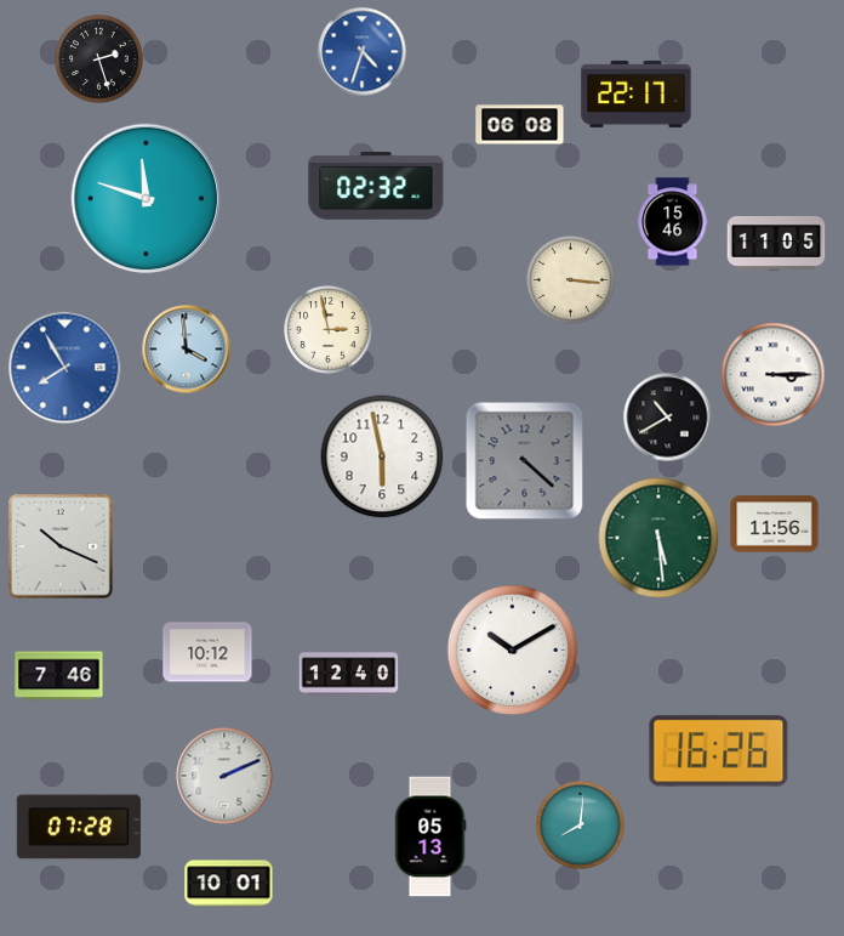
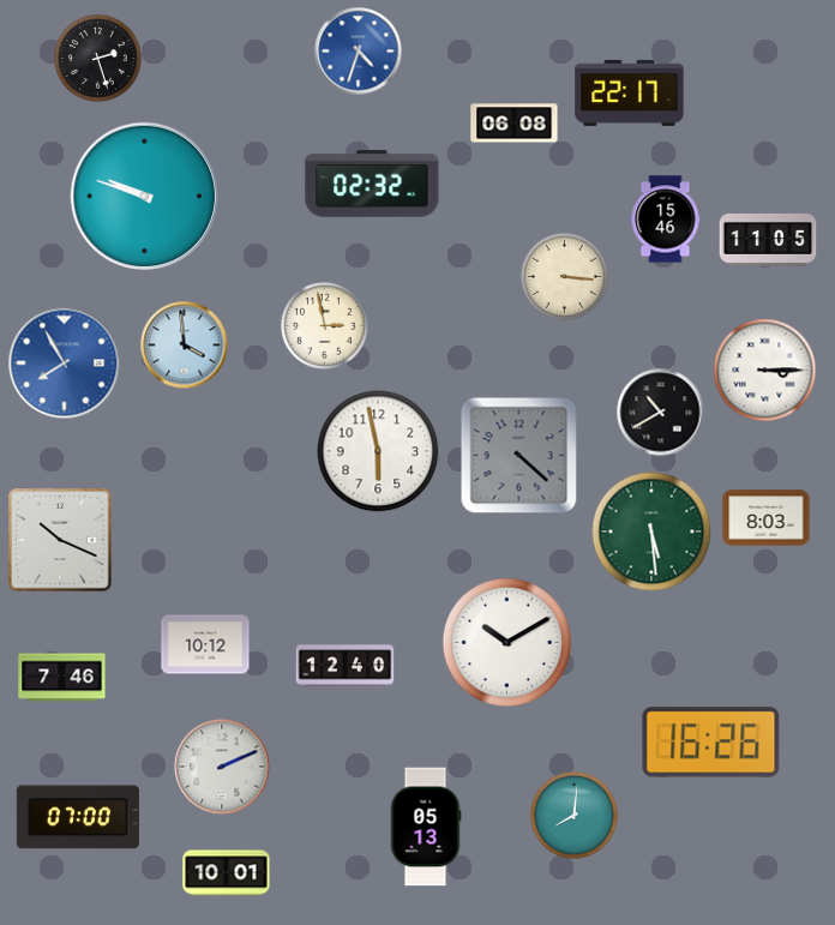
clock at (147, 199): 11:48 -> 9:48
clock at (775, 524): 11:56 -> 8:03
clock at (59, 676) position: (59, 676) -> (62, 678)
clock at (79, 827): 07:28 -> 07:00
